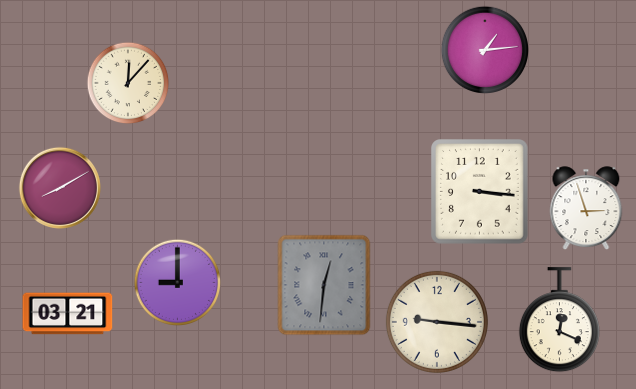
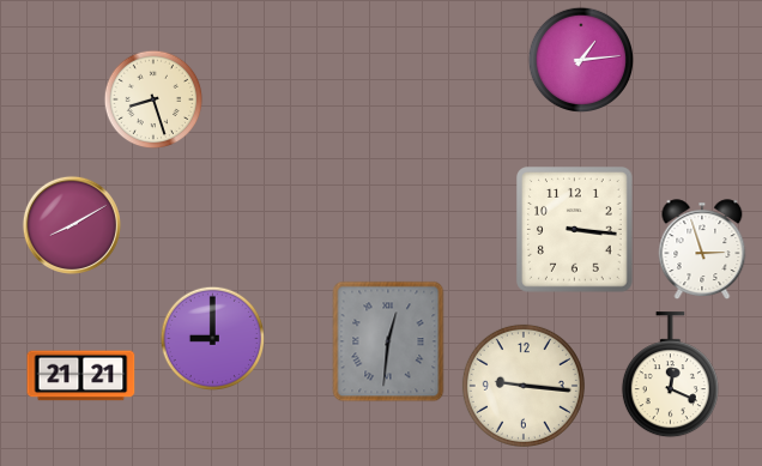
clock at (128, 83): 12:07 -> 8:27
clock at (68, 314): 03:21 -> 21:21
clock at (559, 320) position: (559, 320) -> (670, 375)
